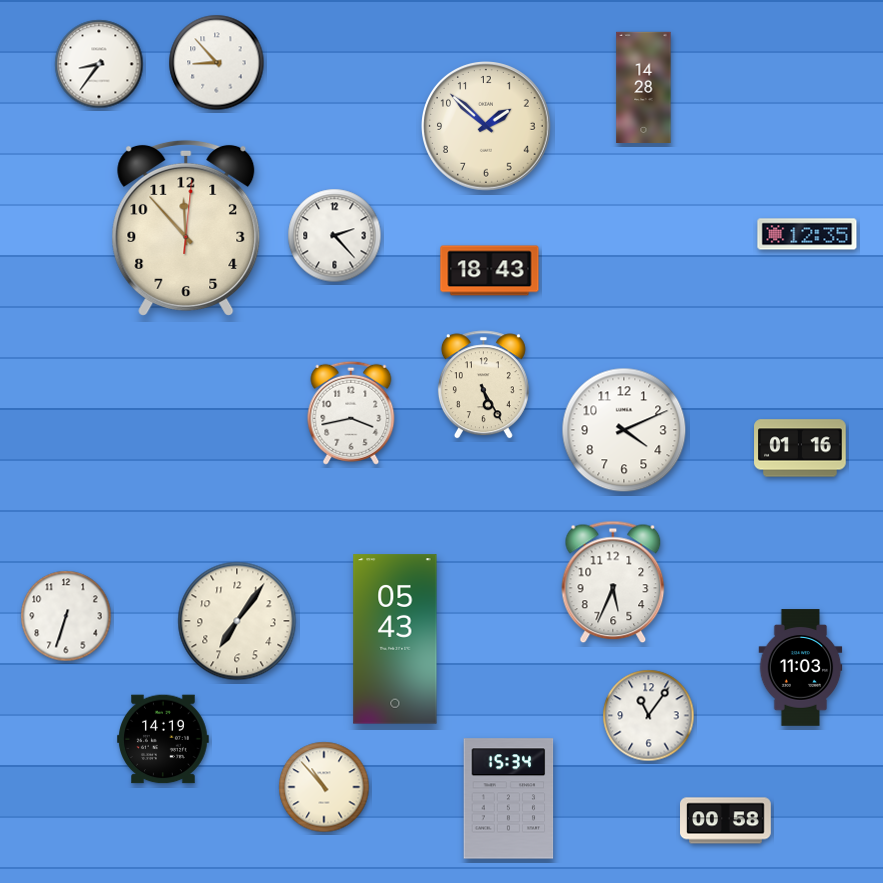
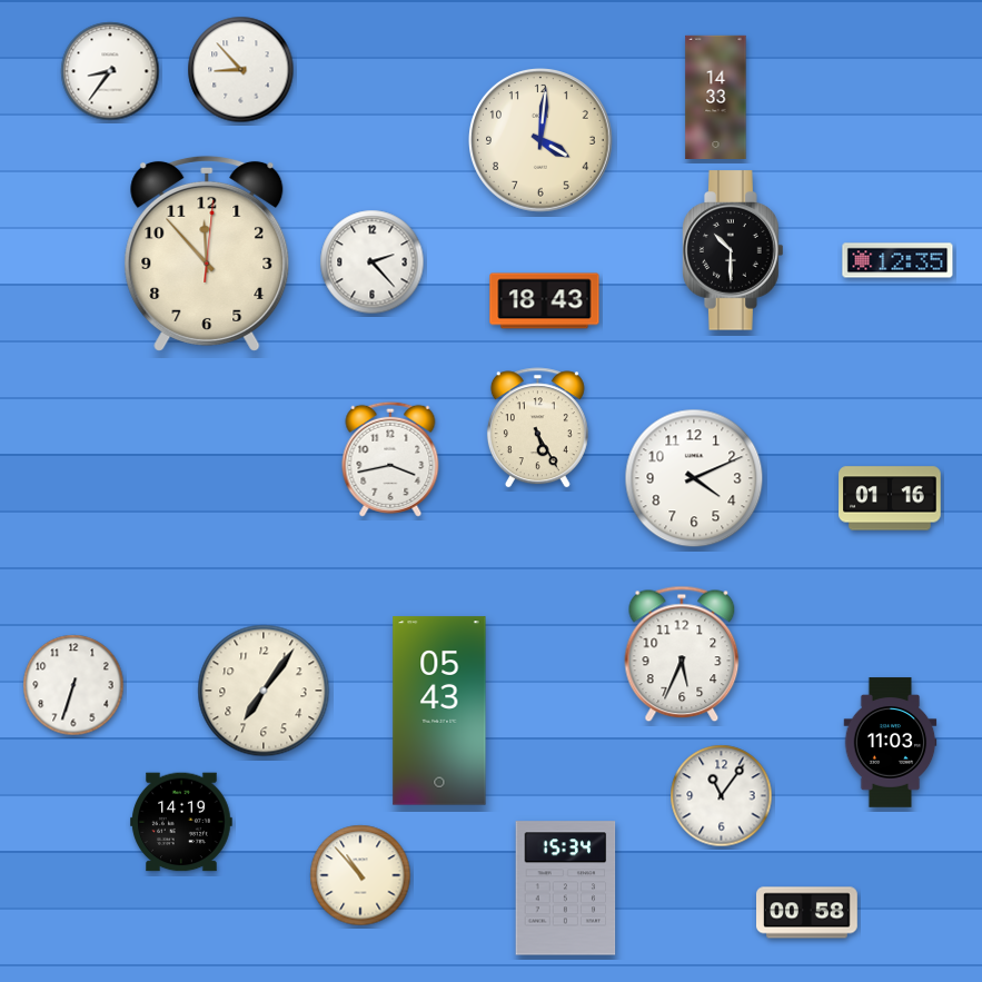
clock at (644, 87): 14:28 -> 14:33
clock at (487, 127): 1:52 -> 4:01
clock at (733, 250): none -> 10:30
clock at (613, 582) position: (613, 582) -> (682, 654)
